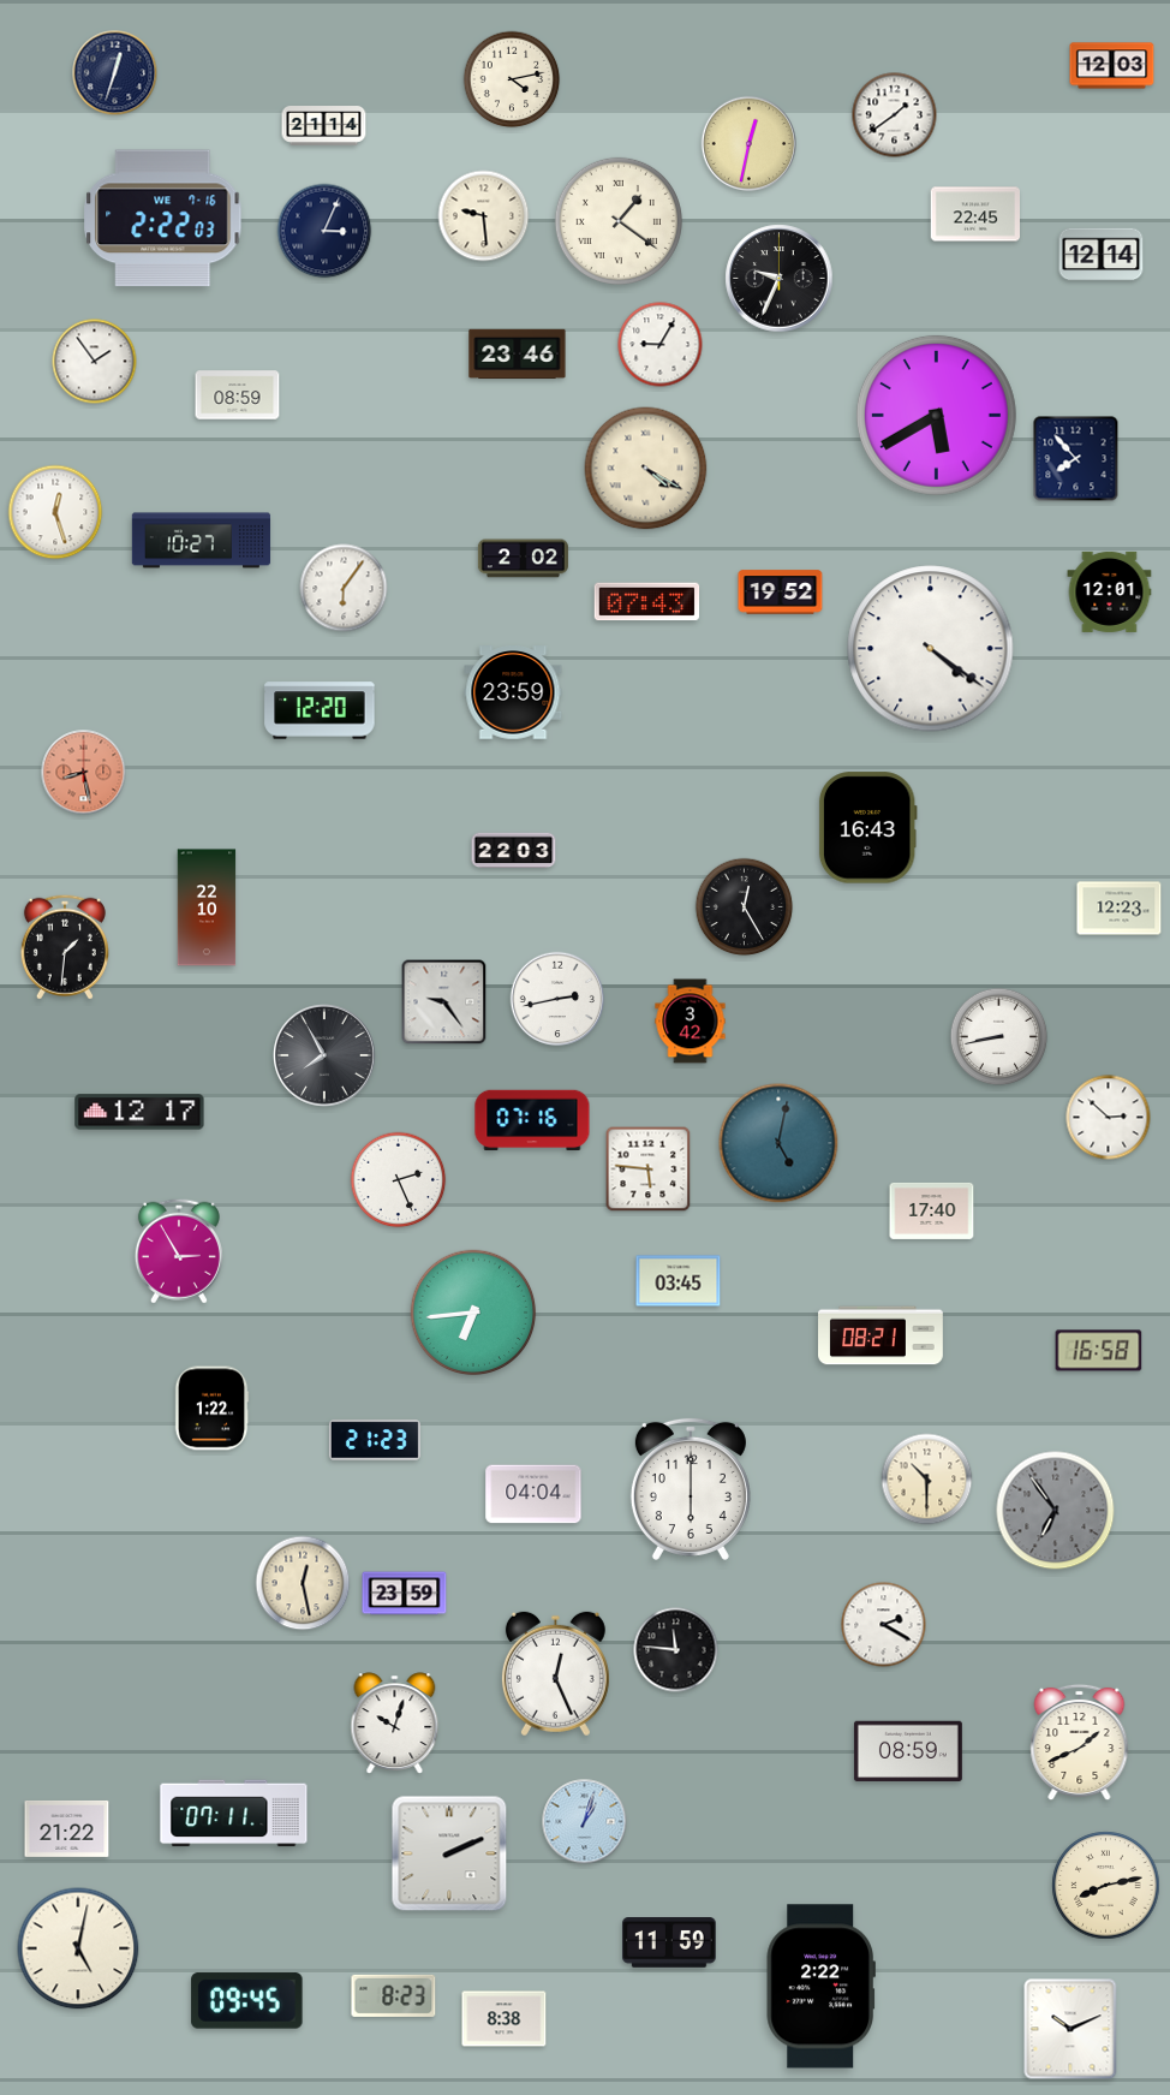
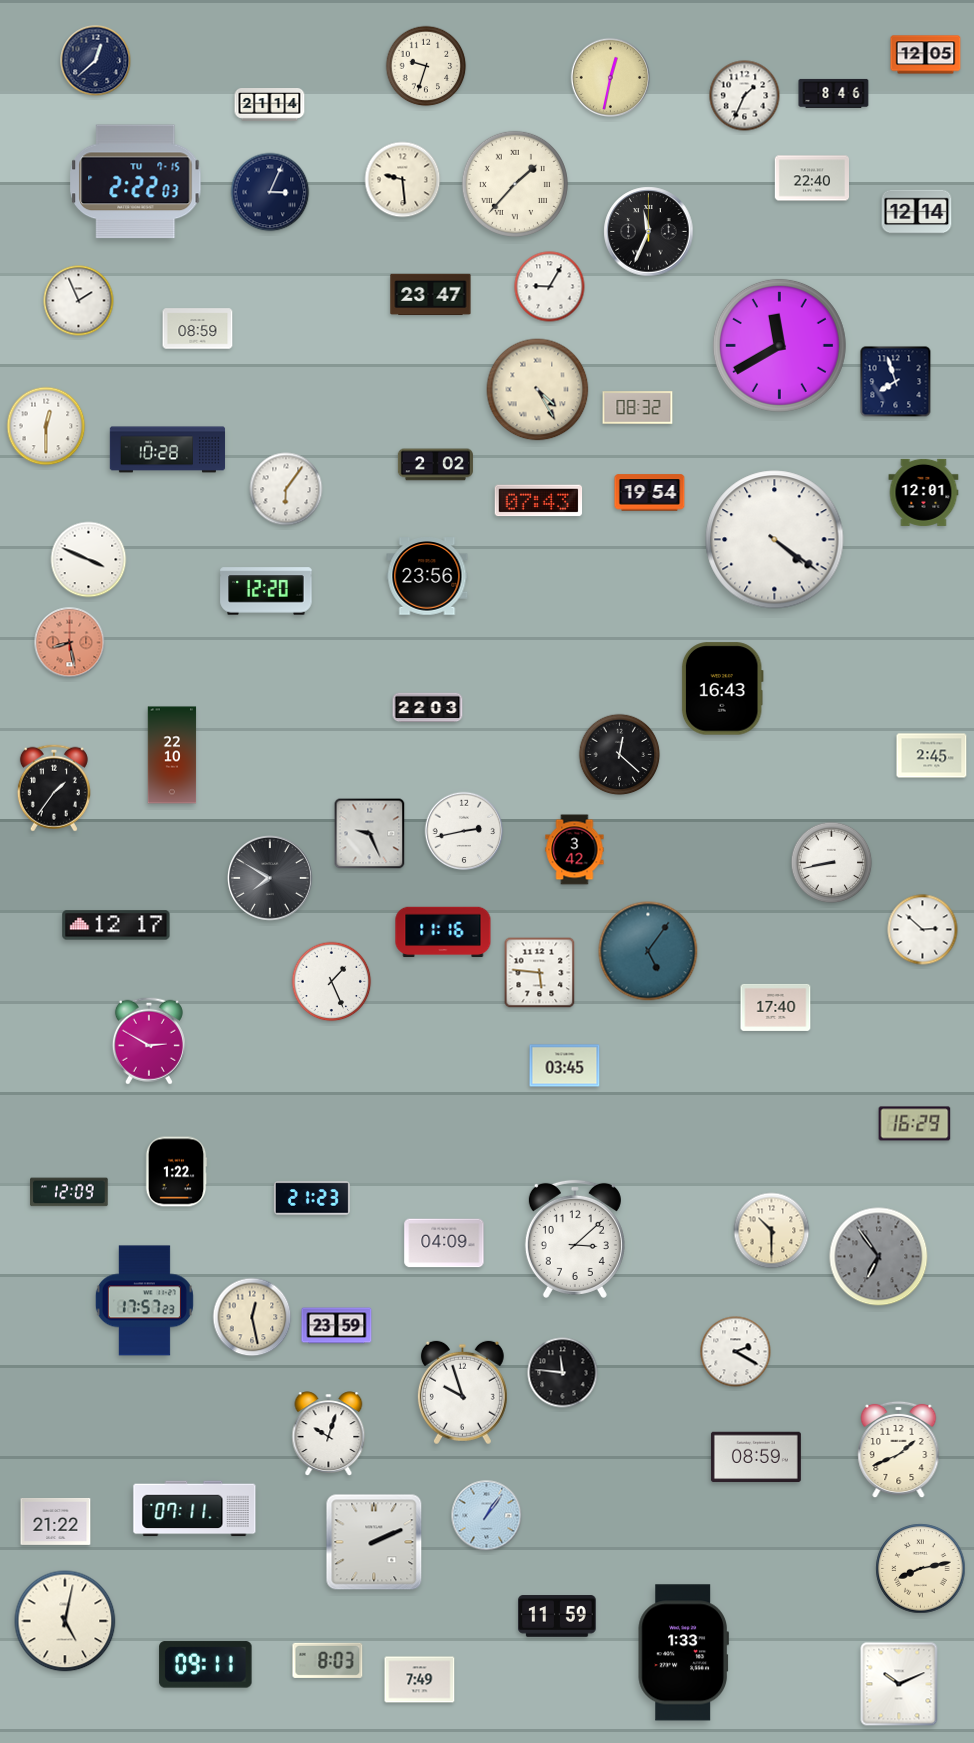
clock at (1112, 66): 12:03 -> 12:05
clock at (115, 73): 12:33 -> 12:38
clock at (512, 79): 4:13 -> 9:33
clock at (834, 93): none -> 8:46
clock at (895, 115): 1:39 -> 1:34
clock at (748, 143) position: (748, 143) -> (610, 77)
clock at (975, 214): 22:45 -> 22:40
clock at (163, 219) date: WE 7-16 -> TU 7-15
clock at (619, 221): 1:21 -> 1:37
clock at (780, 279): 9:34 -> 11:34
clock at (518, 355): 23:46 -> 23:47
clock at (95, 362): 1:54 -> 1:56
clock at (936, 415): 5:40 -> 11:40
clock at (1076, 459): 7:53 -> 7:57
clock at (646, 469): 4:20 -> 4:25
clock at (638, 408): none -> 08:32
clock at (55, 512): 12:27 -> 12:30
clock at (202, 541): 10:27 -> 10:28
clock at (781, 593): 19:52 -> 19:54
clock at (89, 560): none -> 3:49
clock at (513, 692): 23:59 -> 23:56
clock at (745, 907): 12:25 -> 12:22
clock at (1120, 909): 12:23 -> 2:45
clock at (65, 947): 1:31 -> 1:36
clock at (444, 1002): 9:24 -> 9:26
clock at (326, 1057): 7:55 -> 7:50
clock at (532, 1120): 07:16 -> 11:16
clock at (778, 1143): 5:02 -> 5:06
clock at (399, 1180): 2:26 -> 1:26
clock at (179, 1251): 2:55 -> 2:50
clock at (473, 1313): 6:44 -> none
clock at (882, 1335): 08:21 -> none
clock at (1099, 1351): 16:58 -> 16:29
clock at (69, 1192): none -> 12:09
clock at (691, 1489): 6:00 -> 3:08
clock at (533, 1494): 04:04 -> 04:09
clock at (144, 1301): none -> 17:57
clock at (555, 1674): 12:26 -> 9:57
clock at (585, 1822): 1:03 -> 1:06
clock at (820, 1987): 2:22 -> 1:33
clock at (394, 1995): 8:23 -> 8:03
clock at (247, 2001): 09:45 -> 09:11
clock at (505, 2019): 8:38 -> 7:49
clock at (1070, 2029) position: (1070, 2029) -> (899, 1684)
